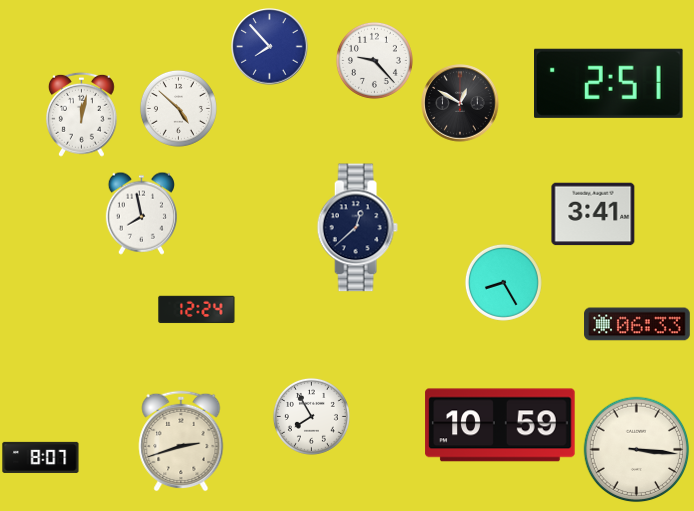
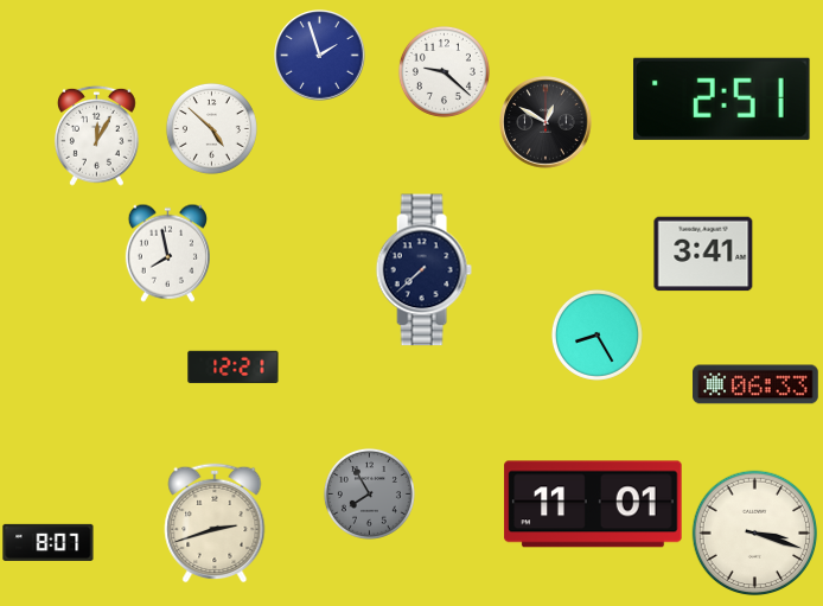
clock at (270, 47): 7:53 -> 1:57
clock at (374, 60): 9:23 -> 9:22
clock at (81, 114): 12:02 -> 12:05
clock at (357, 228): 12:38 -> 7:38
clock at (197, 310): 12:24 -> 12:21
clock at (311, 416) dial: white -> grey
clock at (500, 425): 10:59 -> 11:01
clock at (637, 450): 3:16 -> 3:18
